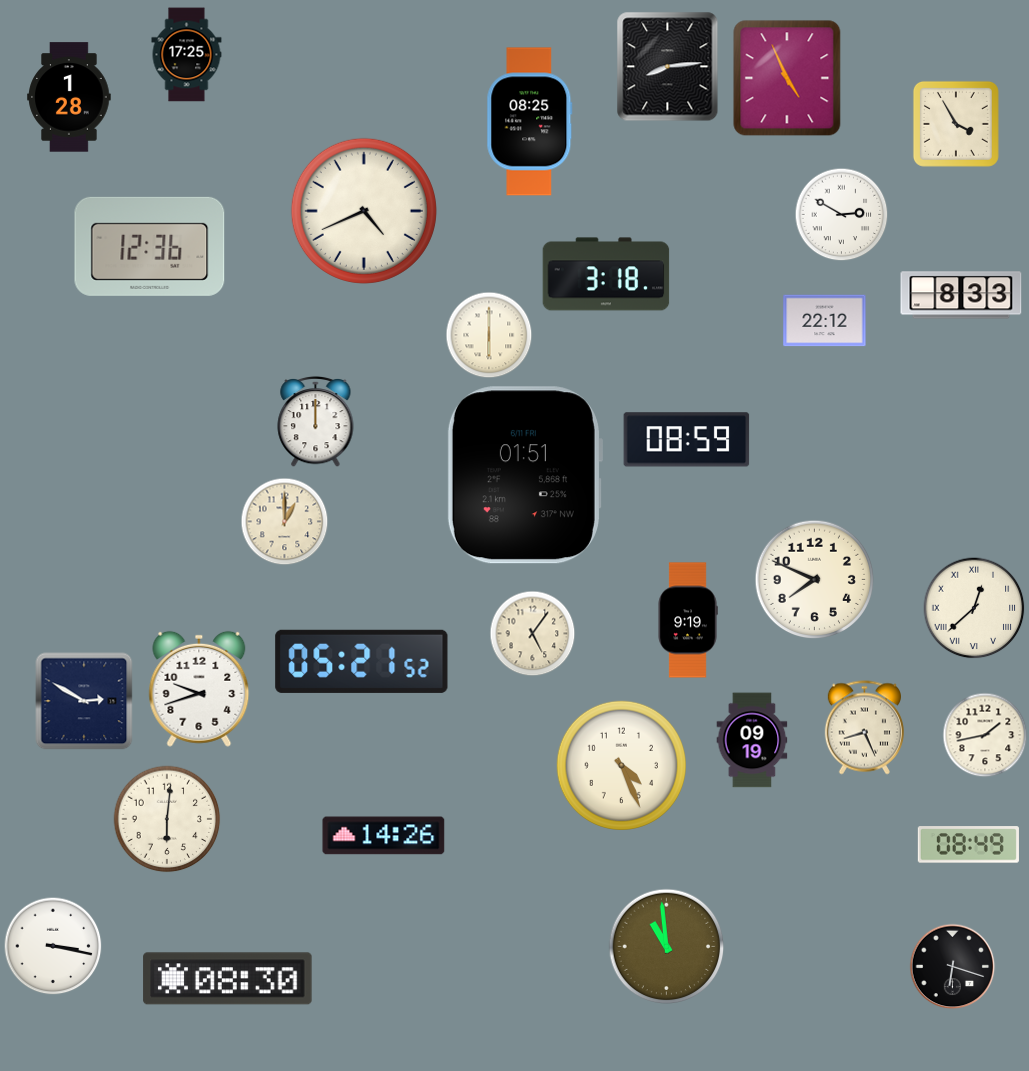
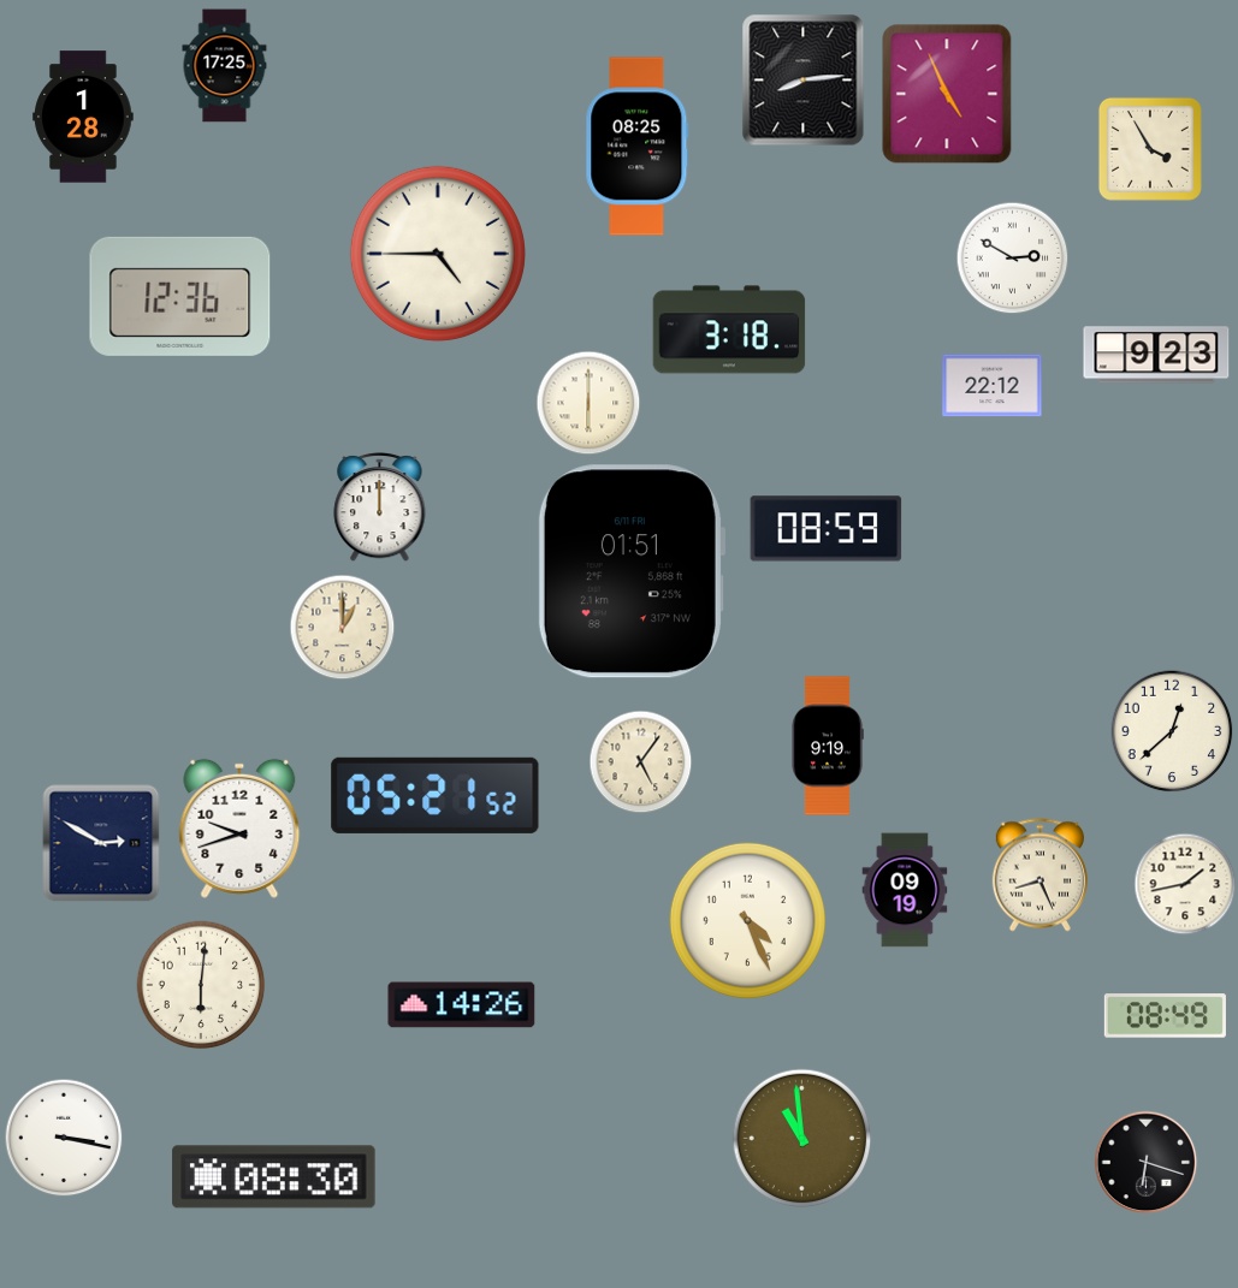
clock at (364, 211): 4:41 -> 4:45
clock at (961, 295): 8:33 -> 9:23
clock at (815, 580): 7:49 -> none
clock at (974, 608) numerals: Roman -> Arabic
